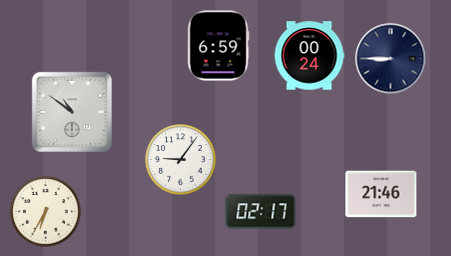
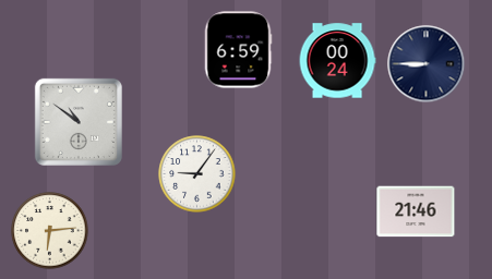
clock at (46, 212): 6:35 -> 6:14
clock at (261, 212): 02:17 -> none
